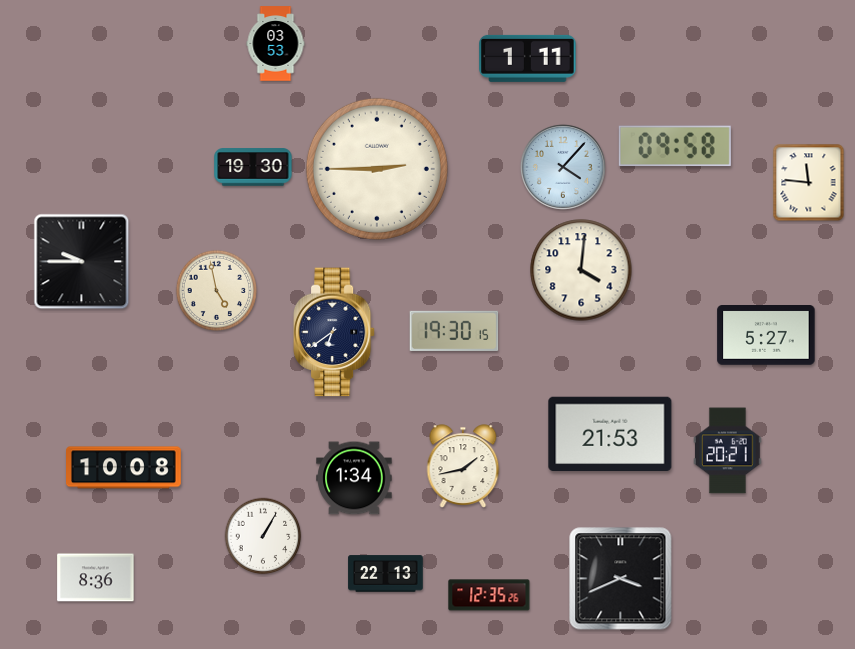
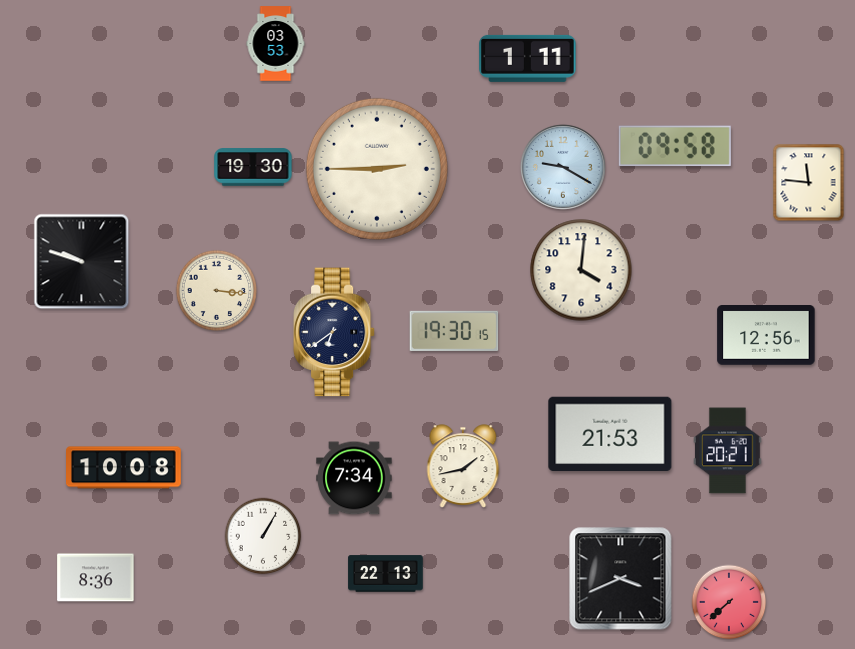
clock at (563, 167): 4:07 -> 9:20
clock at (82, 262): 9:45 -> 9:48
clock at (216, 290): 4:58 -> 3:16
clock at (766, 336): 5:27 -> 12:56
clock at (354, 478): 1:34 -> 7:34
clock at (489, 595): 12:35 -> none
clock at (729, 602): none -> 7:38
